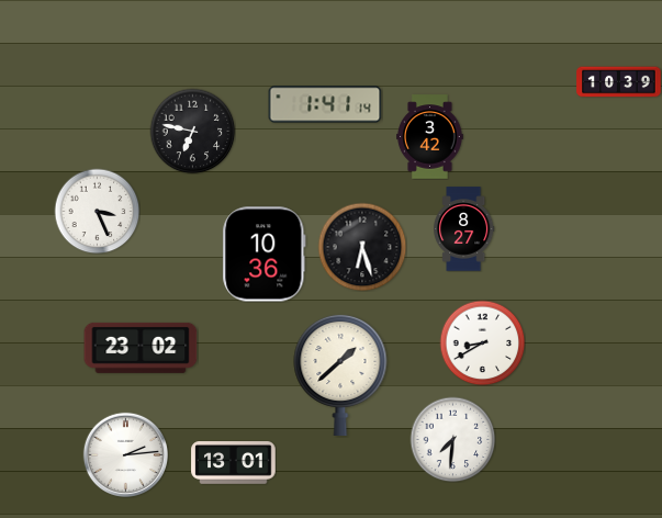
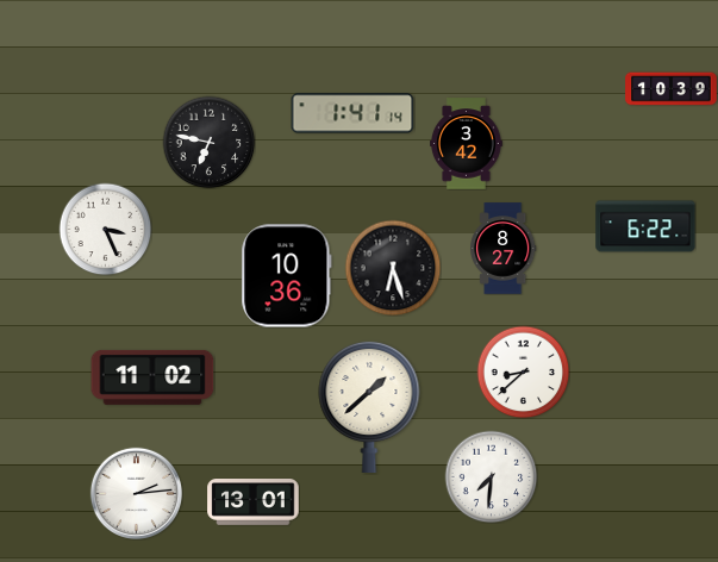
clock at (430, 137) position: (430, 137) -> (467, 144)
clock at (645, 226): none -> 6:22
clock at (482, 342): 8:40 -> 8:38
clock at (141, 348): 23:02 -> 11:02
